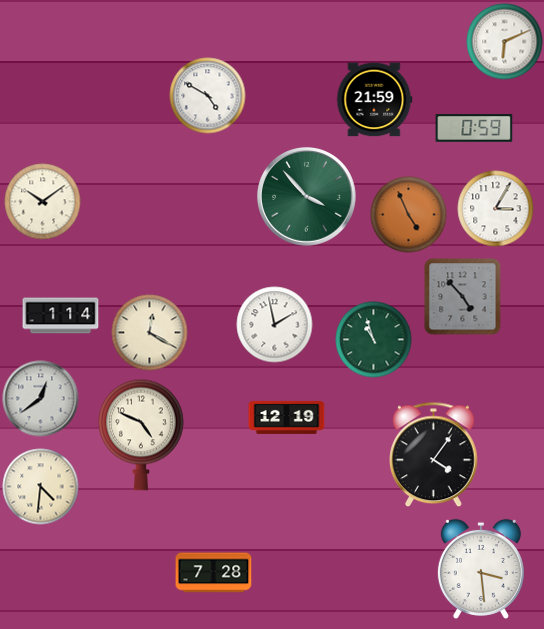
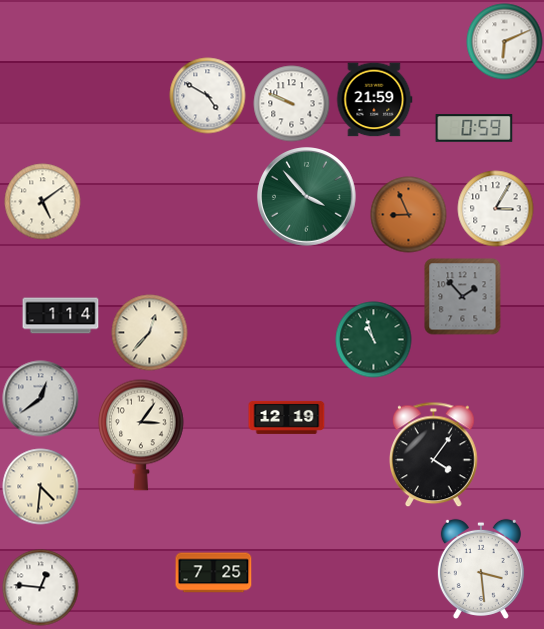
clock at (292, 104): none -> 9:49
clock at (43, 202): 10:09 -> 5:09
clock at (409, 215): 4:56 -> 8:56
clock at (463, 297): 4:53 -> 1:53
clock at (275, 325): 1:58 -> none
clock at (150, 333): 12:20 -> 12:37
clock at (141, 435): 4:49 -> 3:06
clock at (214, 573): 7:28 -> 7:25
clock at (41, 588): none -> 12:46
